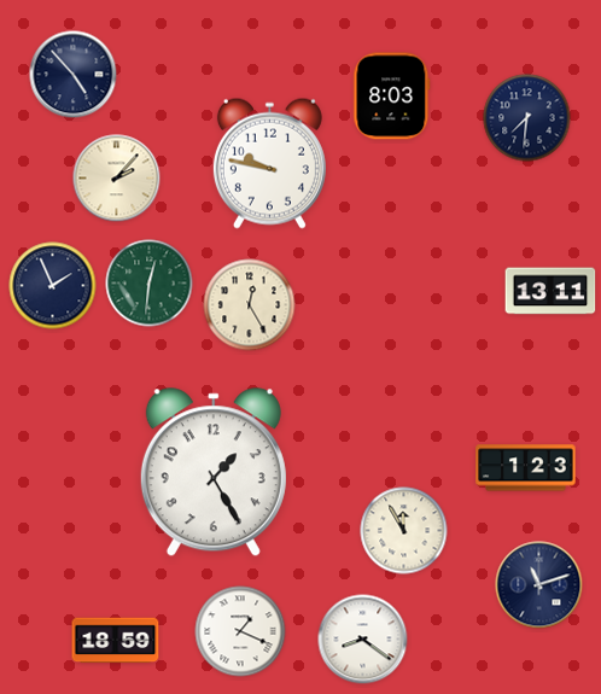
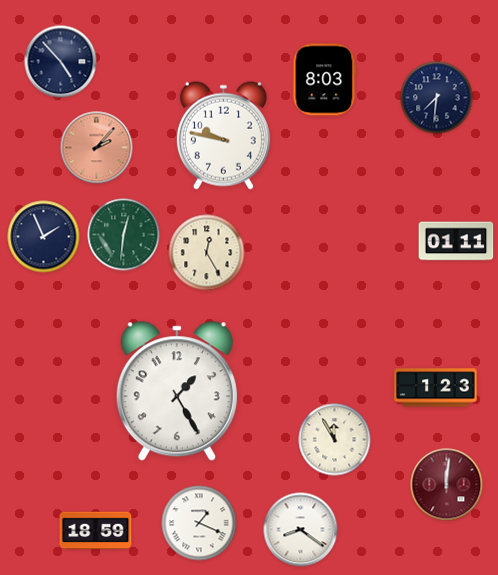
clock at (117, 179) dial: cream -> salmon
clock at (550, 291): 13:11 -> 01:11
clock at (539, 585): 11:12 -> 12:01
clock at (539, 585) dial: navy -> burgundy
